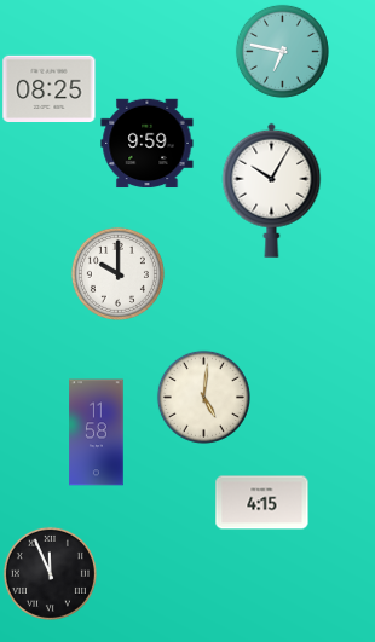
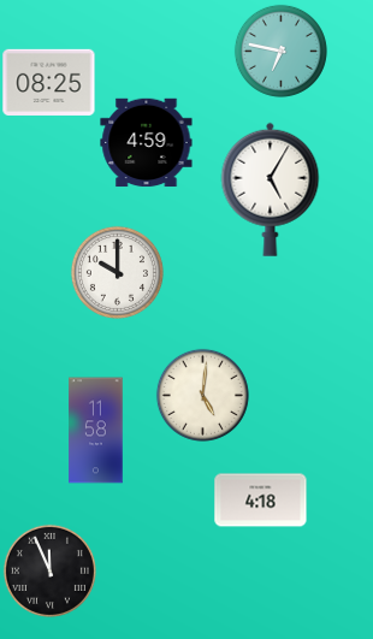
clock at (50, 88) position: (50, 88) -> (49, 82)
clock at (148, 144): 9:59 -> 4:59
clock at (272, 190): 10:05 -> 5:05
clock at (262, 503): 4:15 -> 4:18
